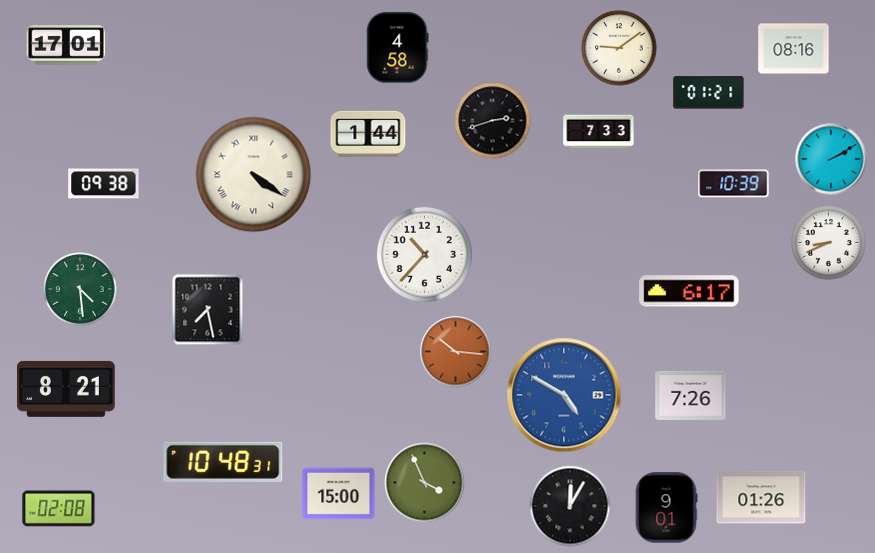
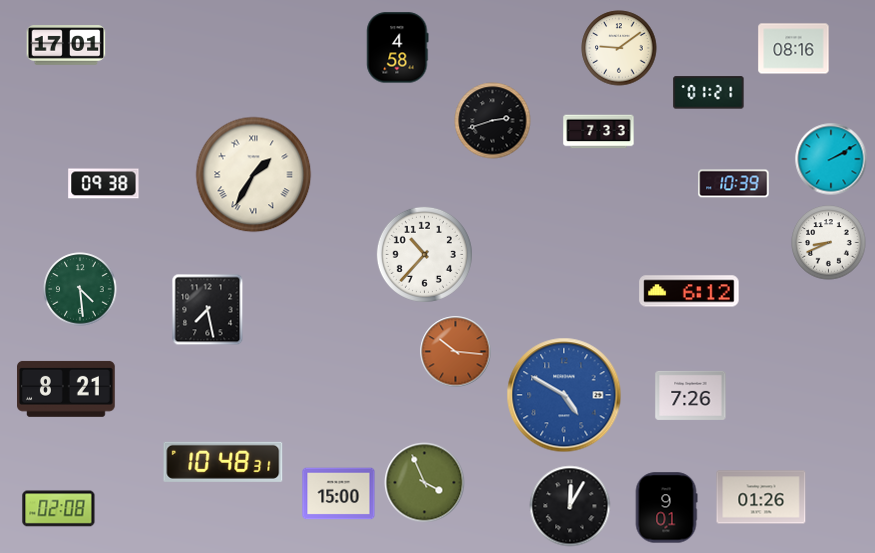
clock at (368, 134): 1:44 -> none
clock at (254, 175): 4:21 -> 1:35
clock at (689, 291): 6:17 -> 6:12
